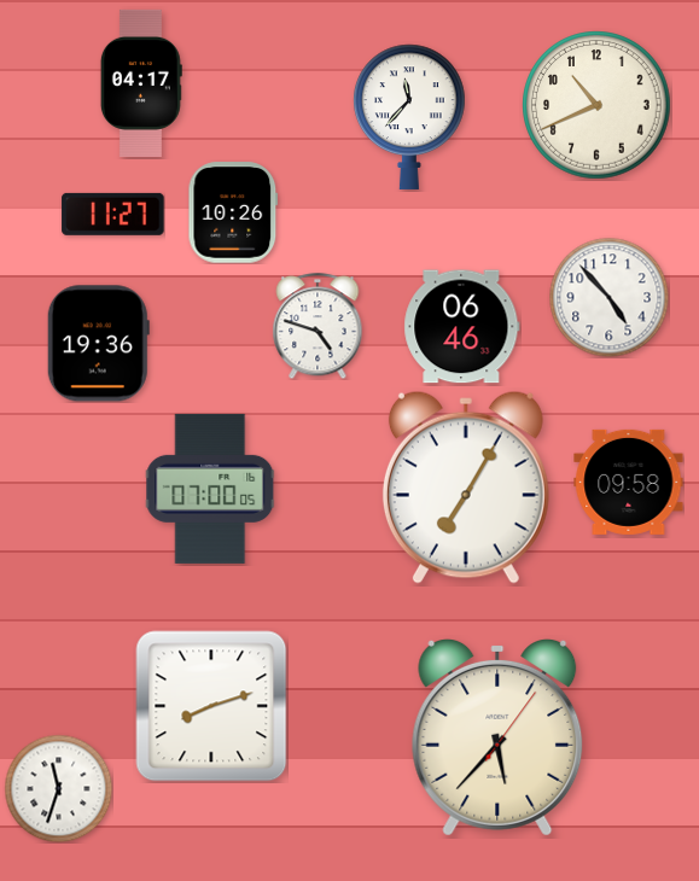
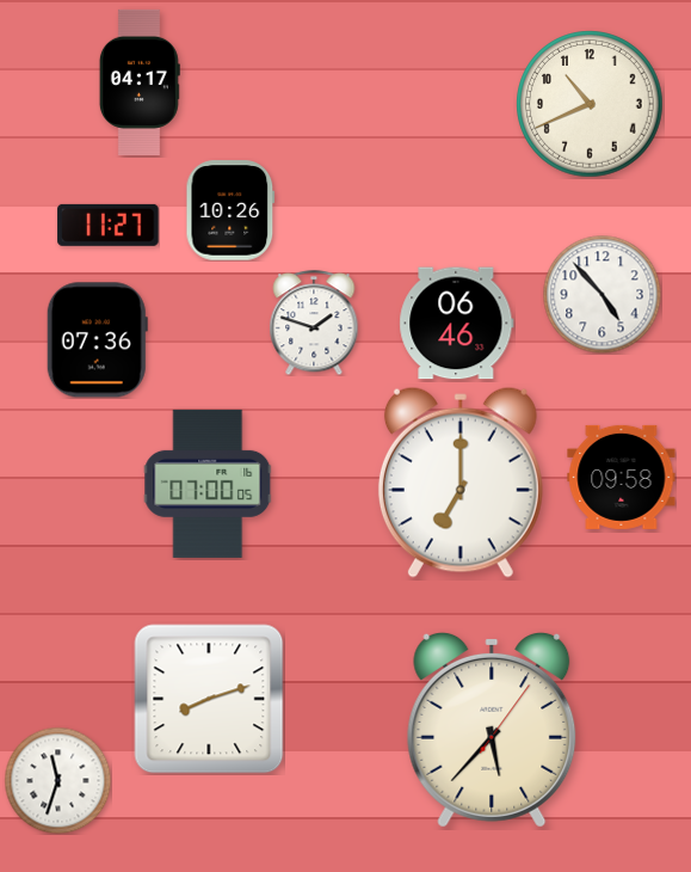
clock at (410, 117): 11:37 -> none
clock at (113, 214) position: (113, 214) -> (109, 225)
clock at (318, 326): 4:48 -> 1:48
clock at (98, 344): 19:36 -> 07:36
clock at (466, 488): 7:05 -> 7:00
